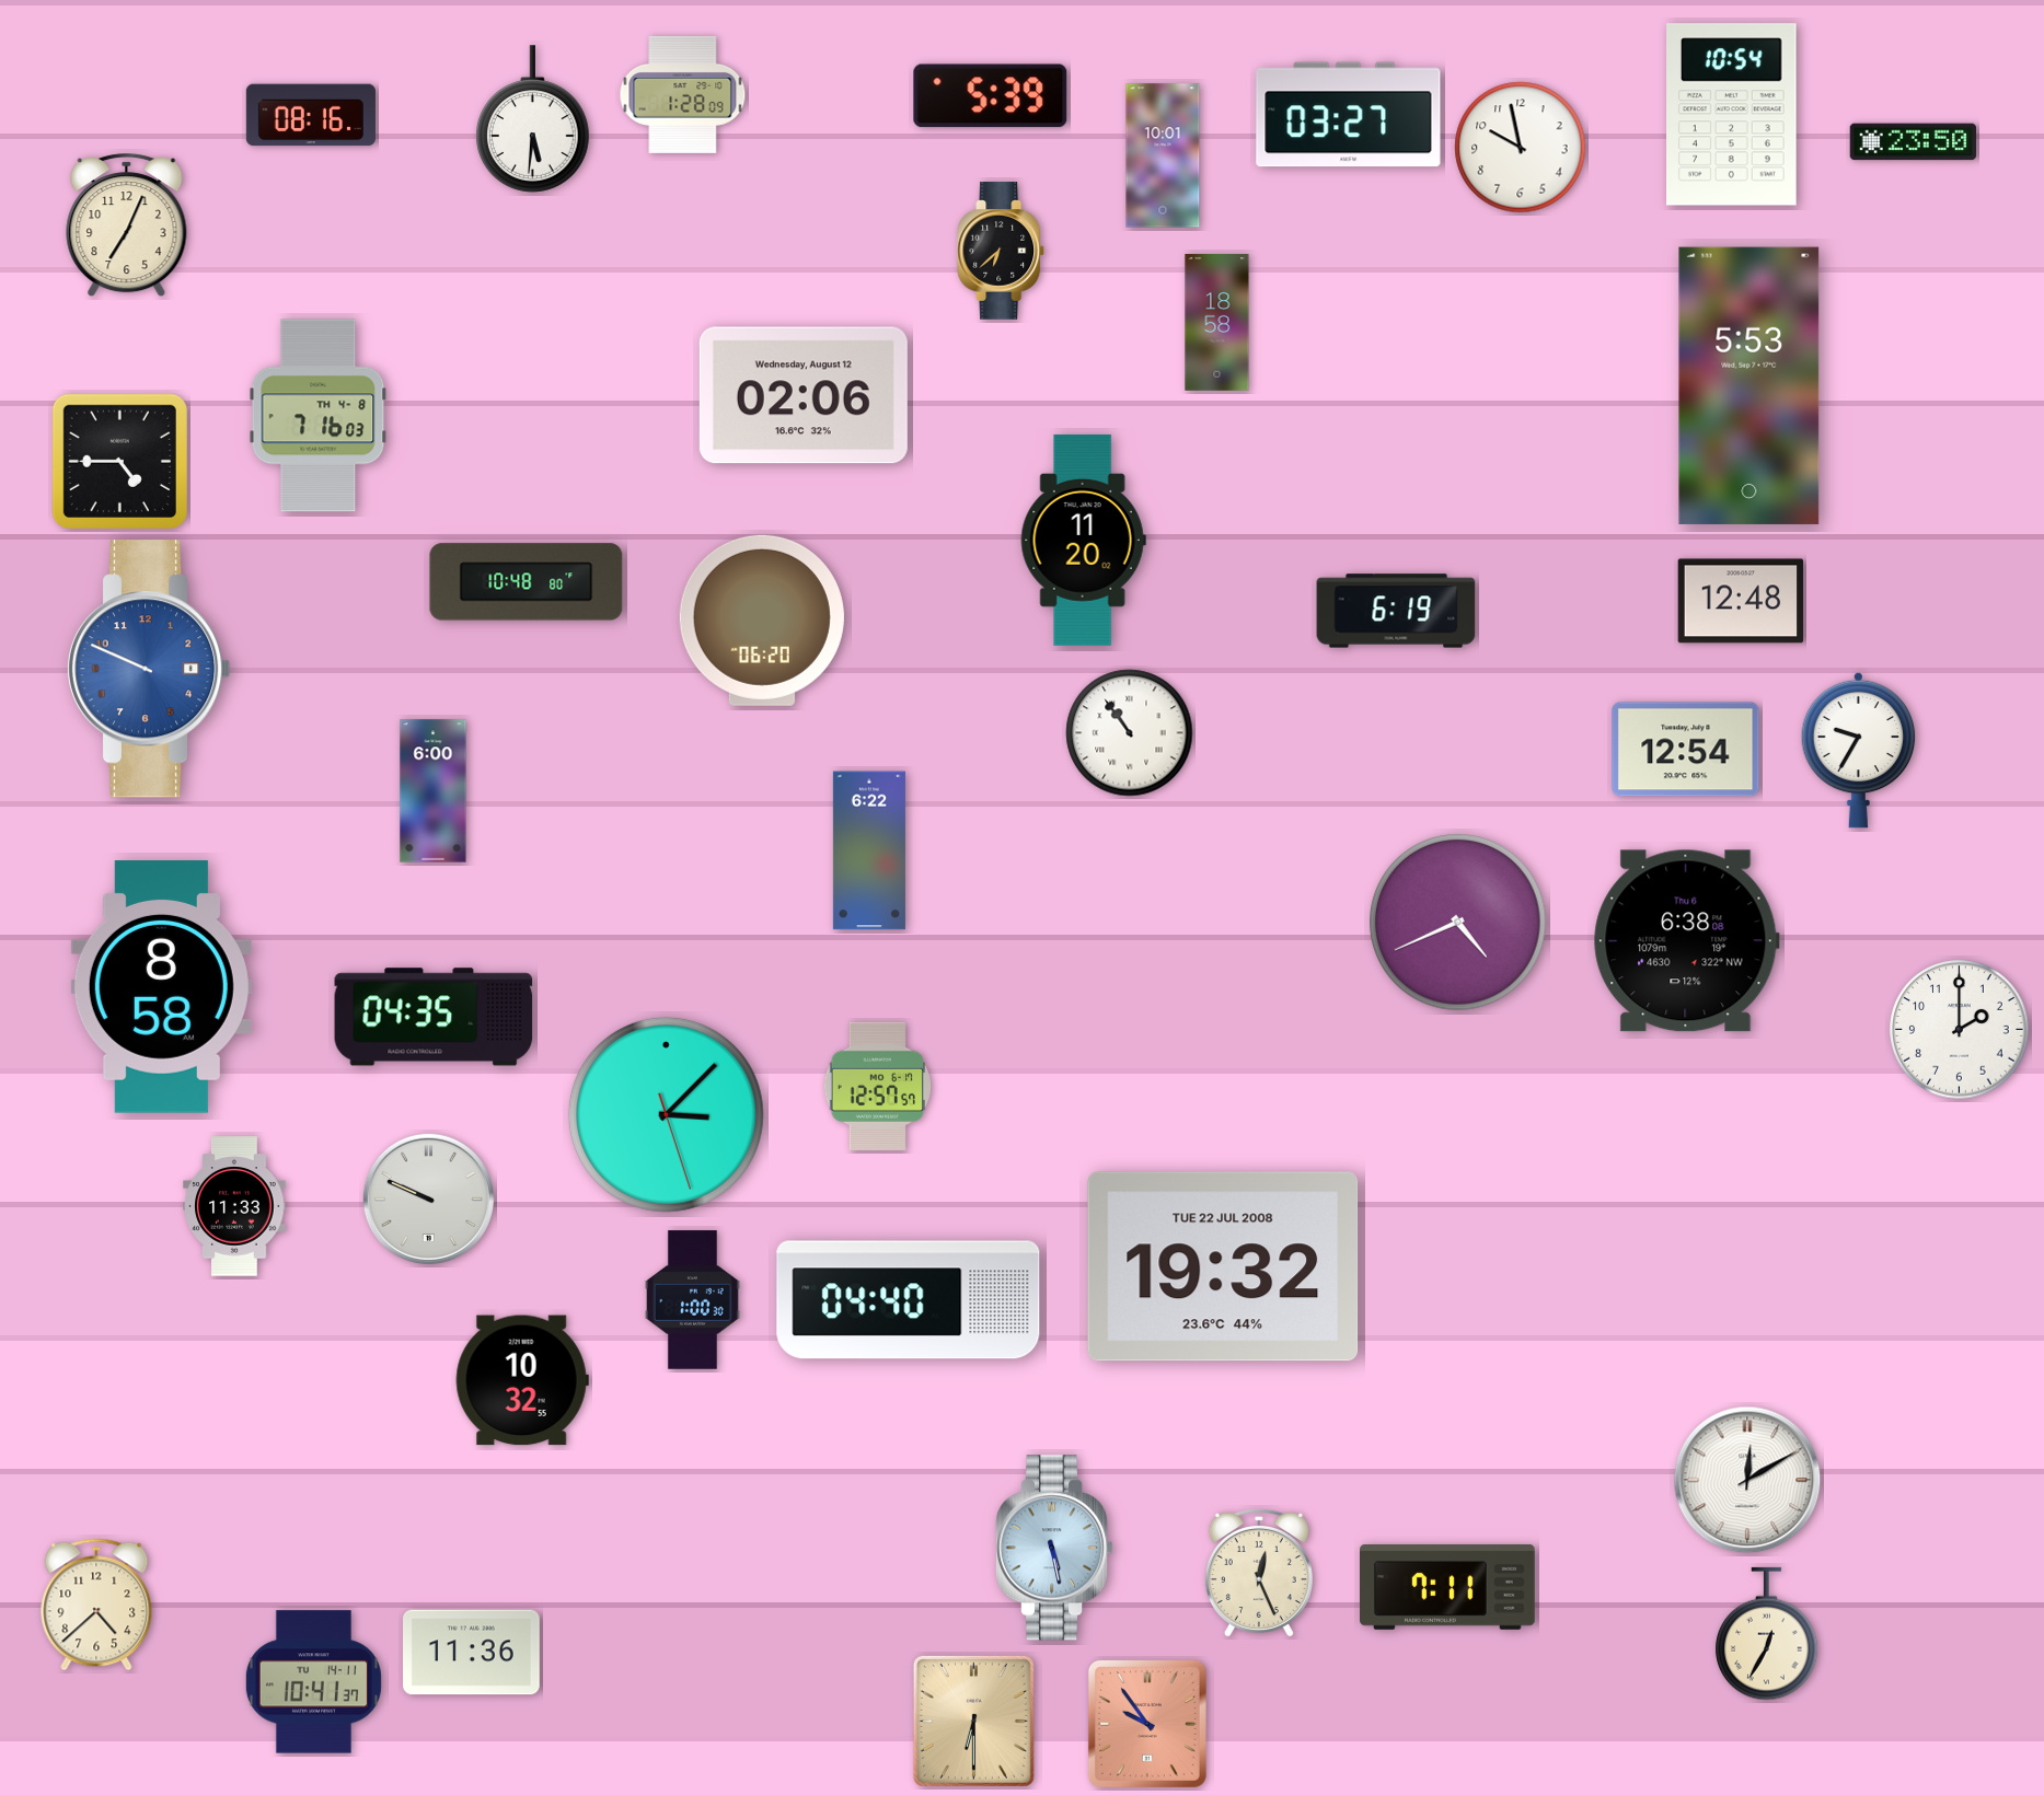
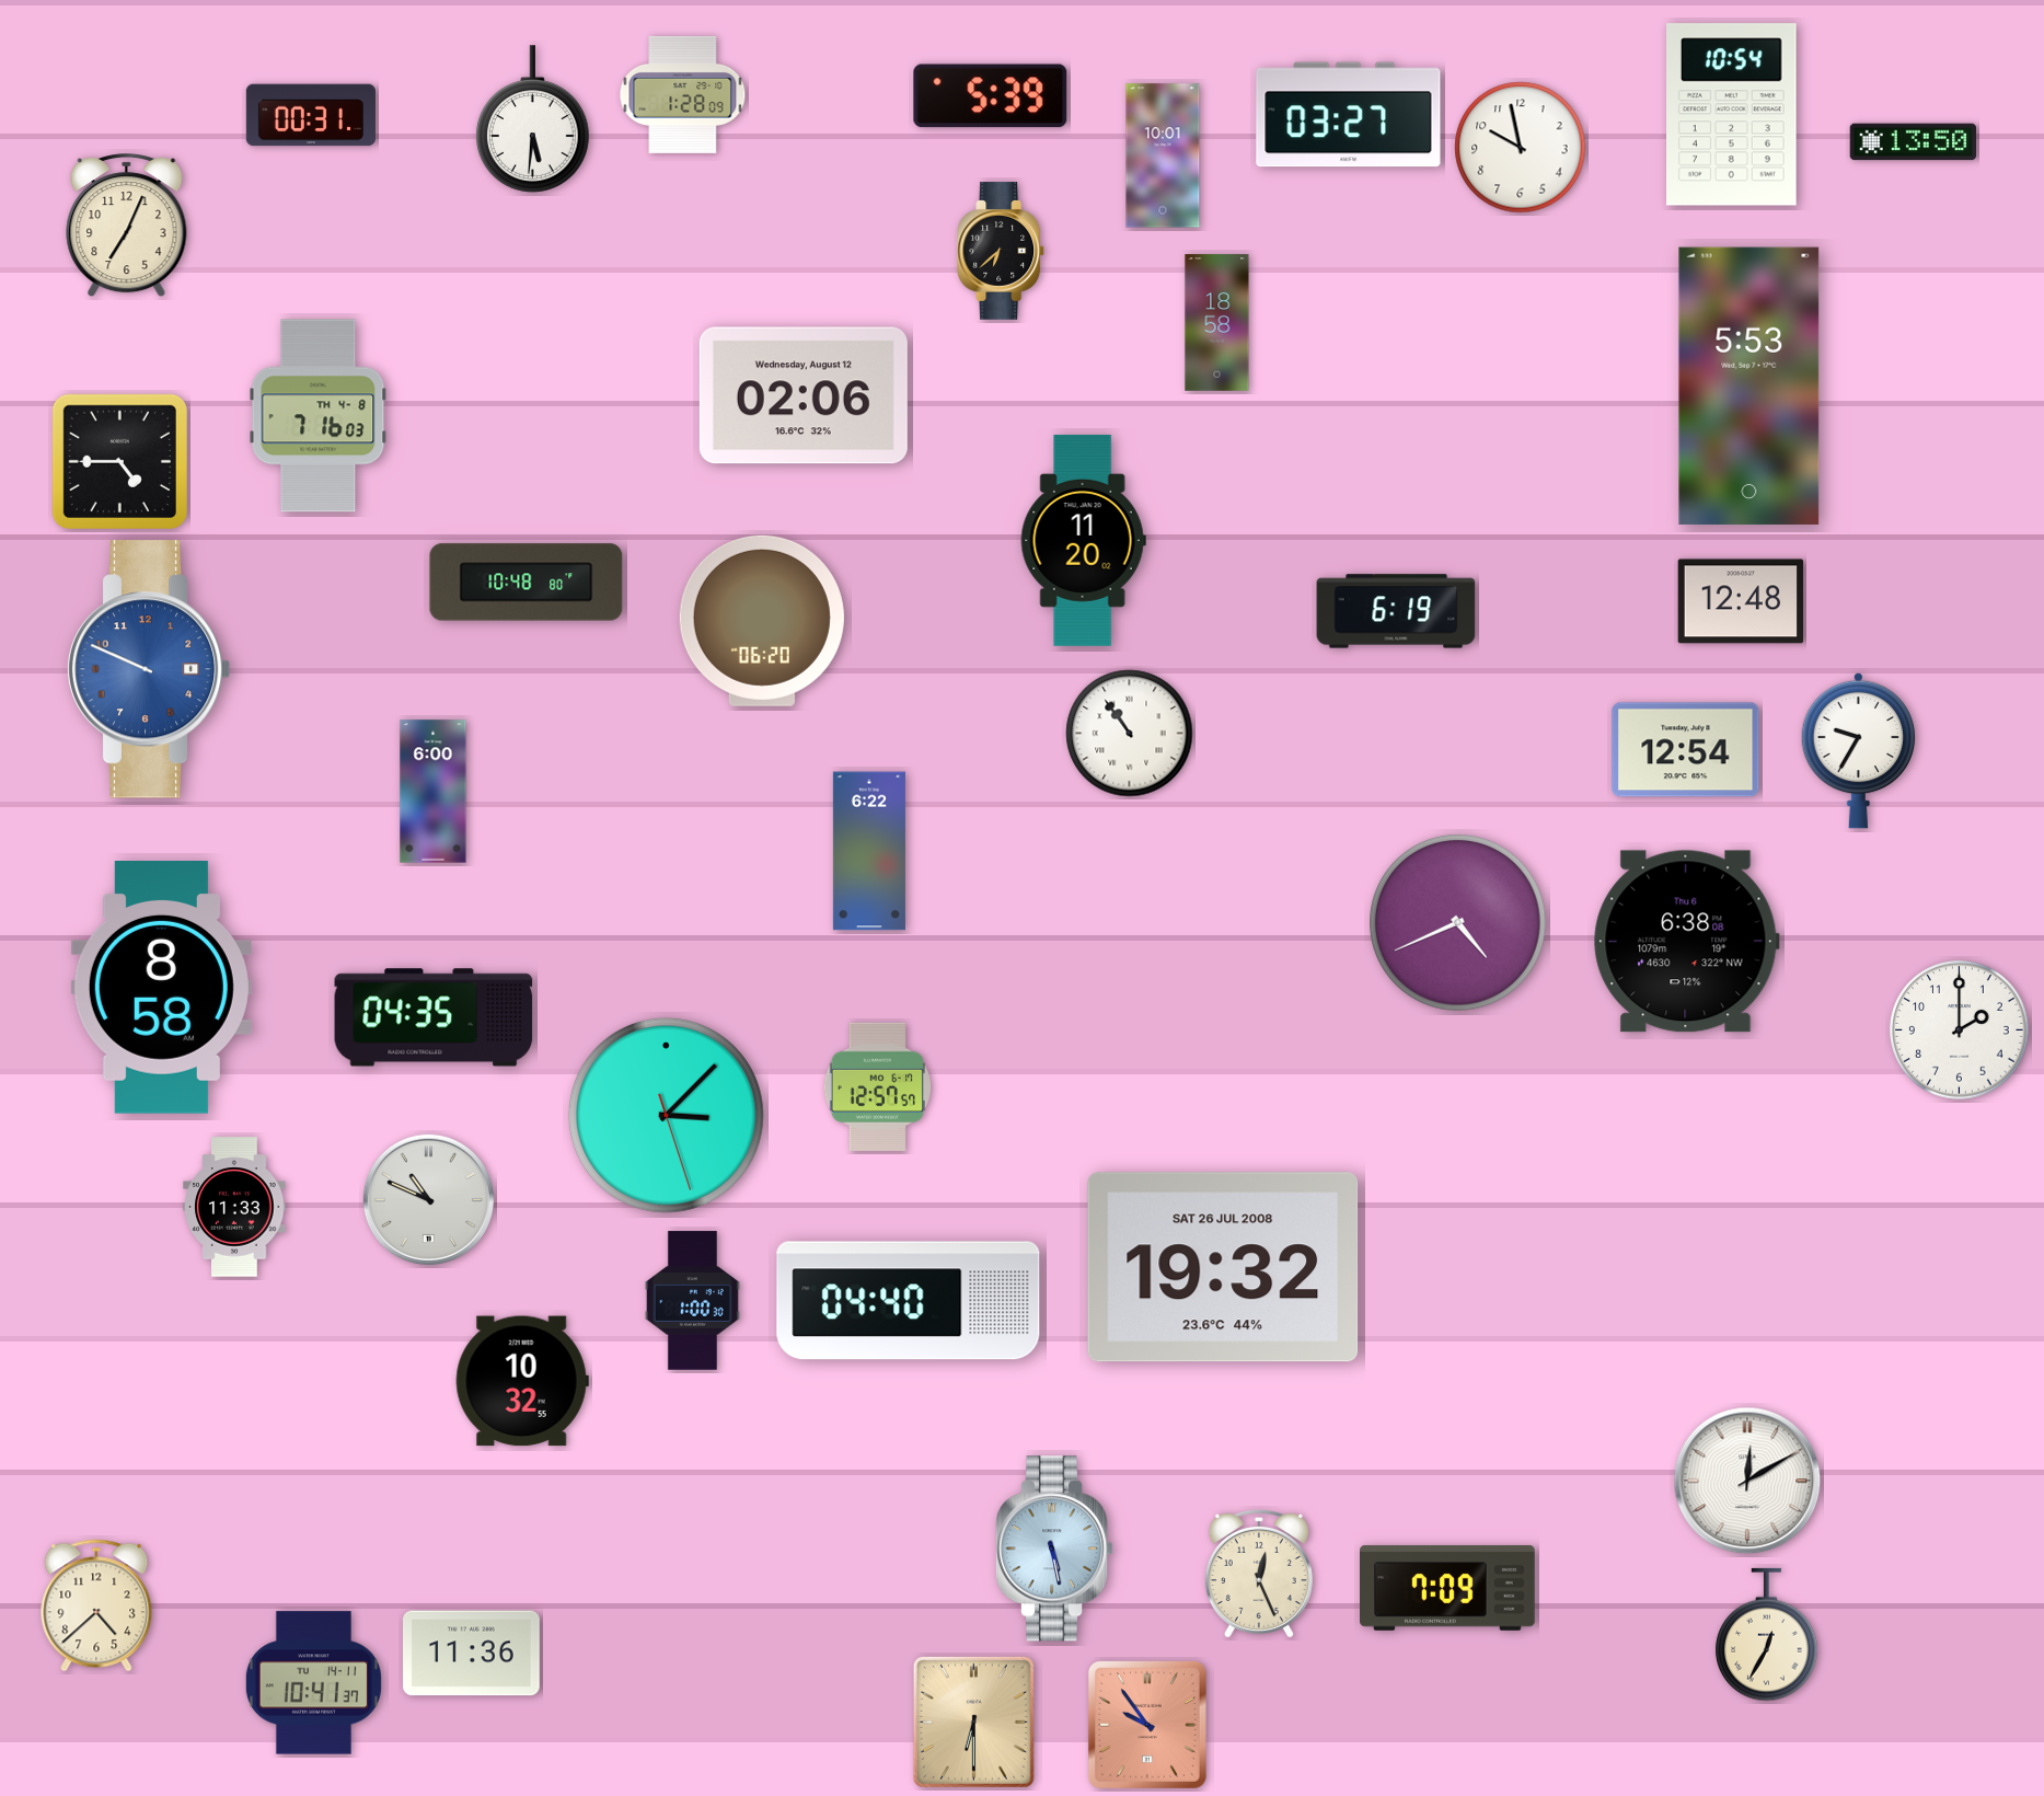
clock at (311, 115): 08:16 -> 00:31
clock at (1914, 142): 23:50 -> 13:50
clock at (428, 1198): 9:49 -> 10:49
clock at (1223, 1266) date: TUE 22 JUL 2008 -> SAT 26 JUL 2008
clock at (1448, 1587): 7:11 -> 7:09
